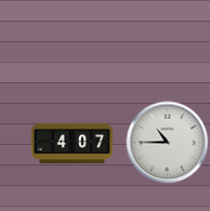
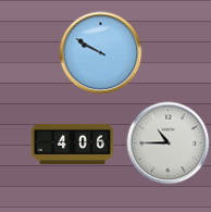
clock at (101, 53): none -> 9:50
clock at (73, 143): 4:07 -> 4:06
